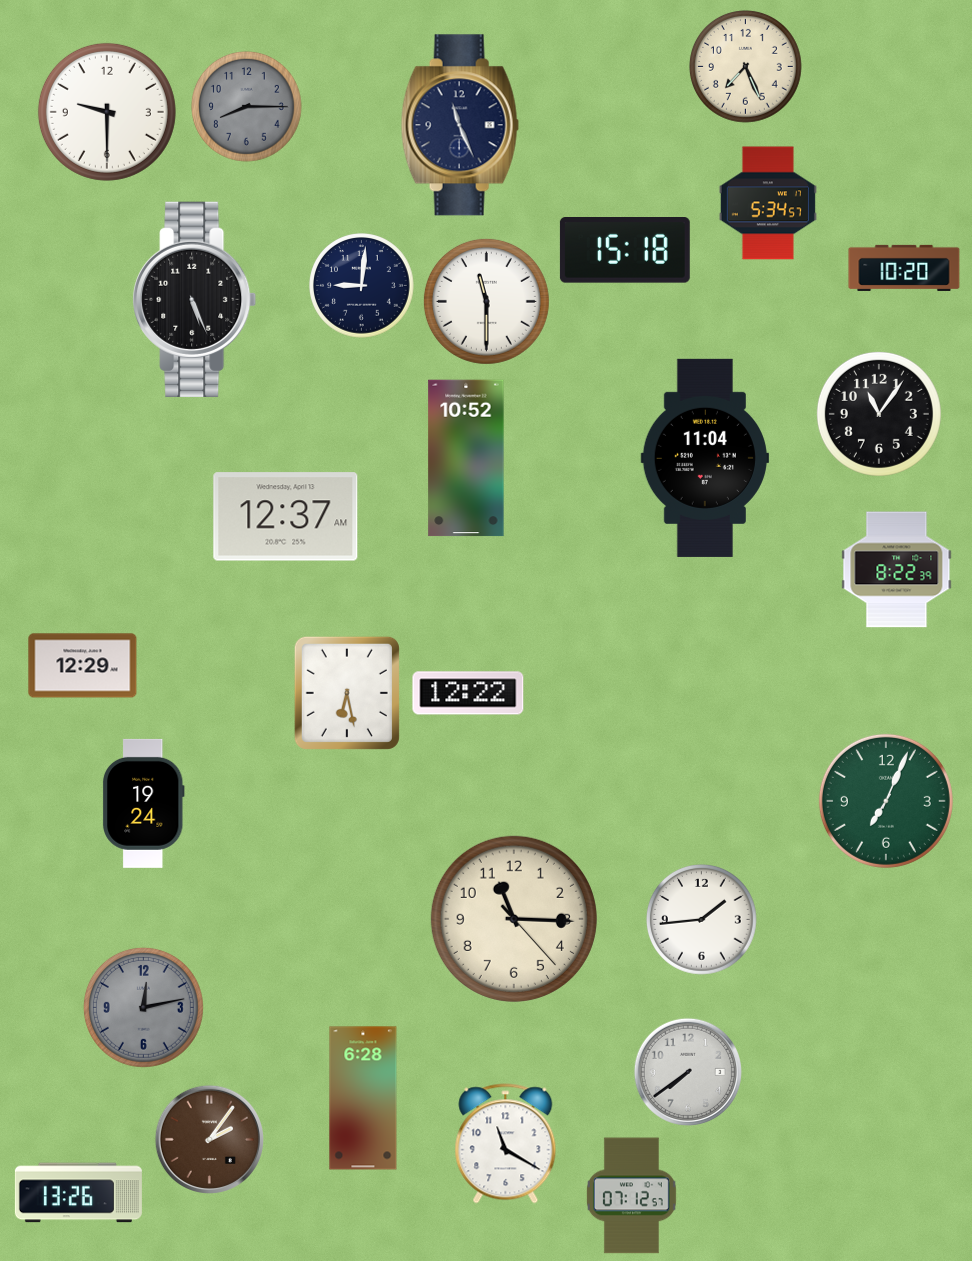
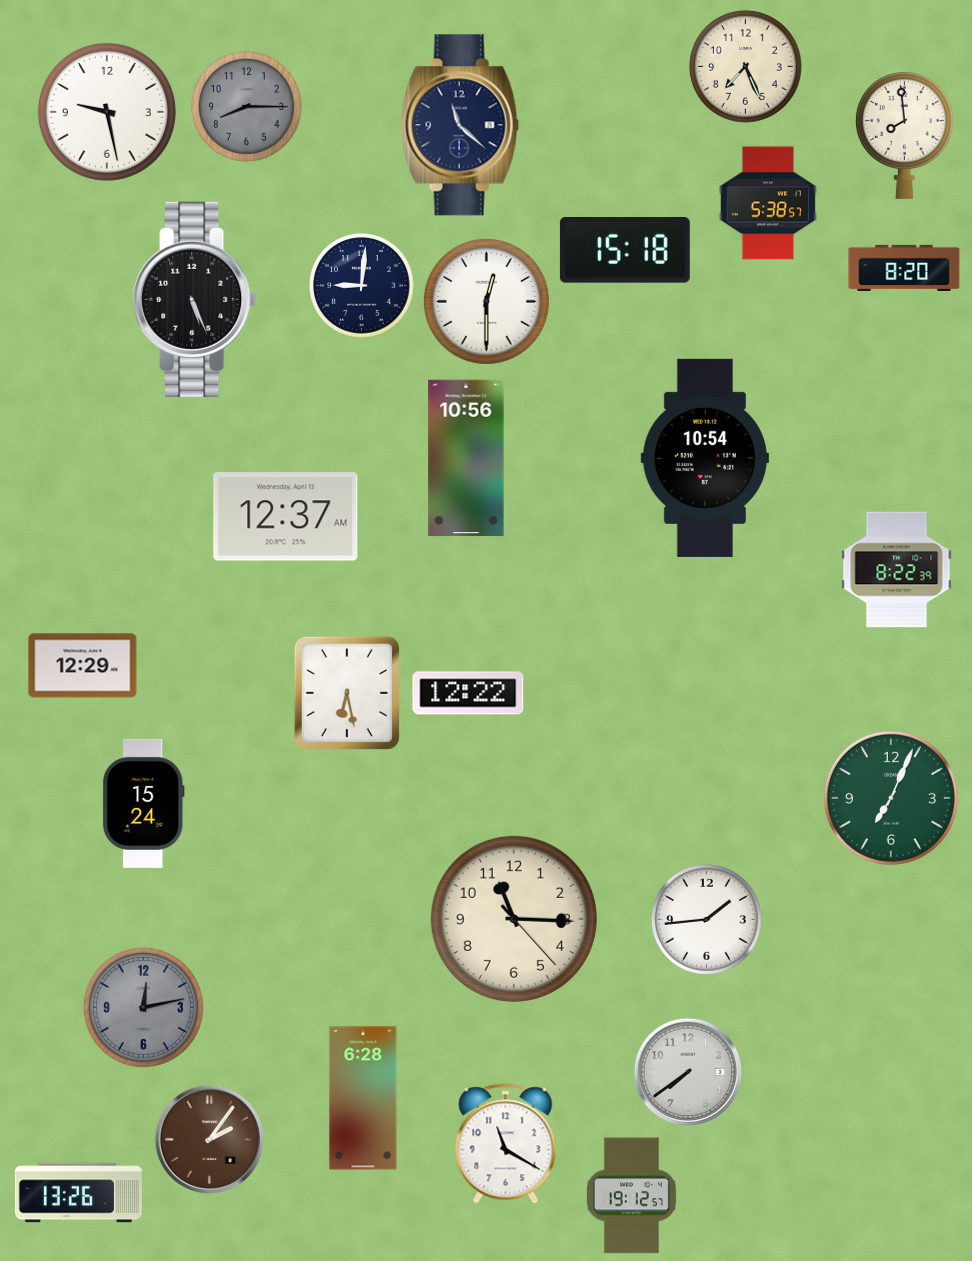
clock at (107, 112): 9:30 -> 9:28
clock at (460, 125): 11:26 -> 11:22
clock at (904, 135): none -> 7:59
clock at (768, 203): 5:34 -> 5:38
clock at (904, 268): 10:20 -> 8:20
clock at (486, 301): 11:30 -> 12:30
clock at (879, 414): 11:06 -> none
clock at (466, 458): 10:52 -> 10:56
clock at (705, 458): 11:04 -> 10:54
clock at (886, 801) position: (886, 801) -> (891, 798)
clock at (143, 803): 19:24 -> 15:24
clock at (702, 920) position: (702, 920) -> (707, 920)
clock at (631, 1196): 07:12 -> 19:12
